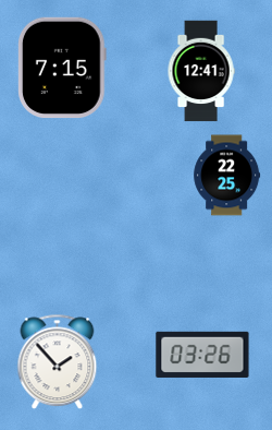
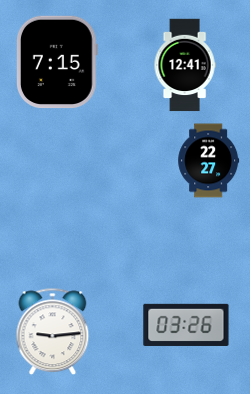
clock at (227, 176): 22:25 -> 22:27
clock at (58, 362): 1:53 -> 9:14
